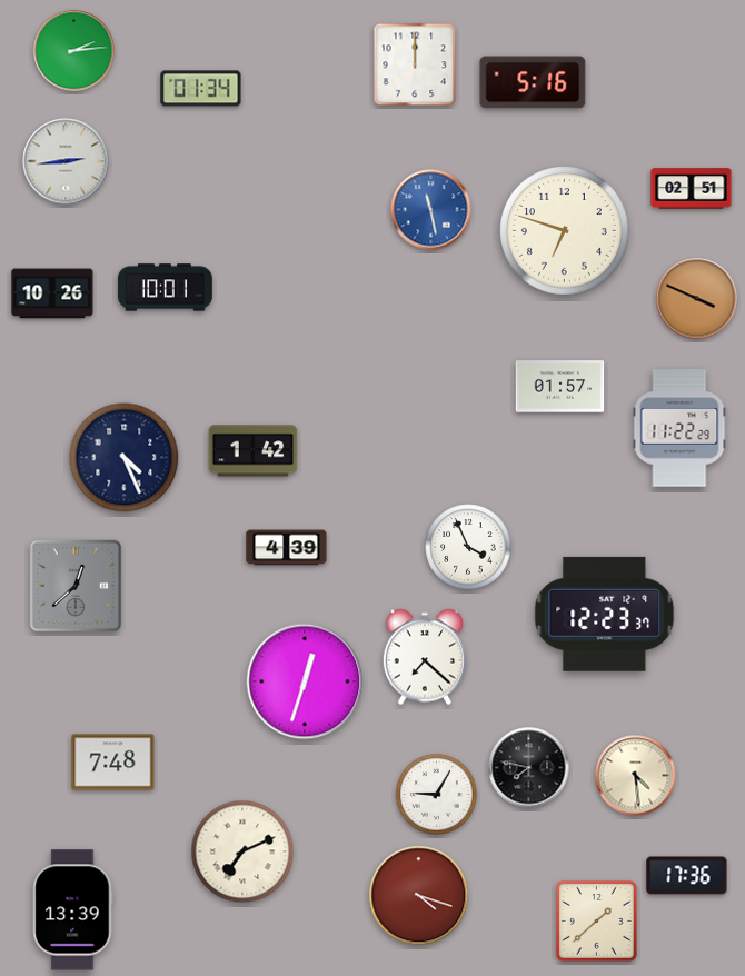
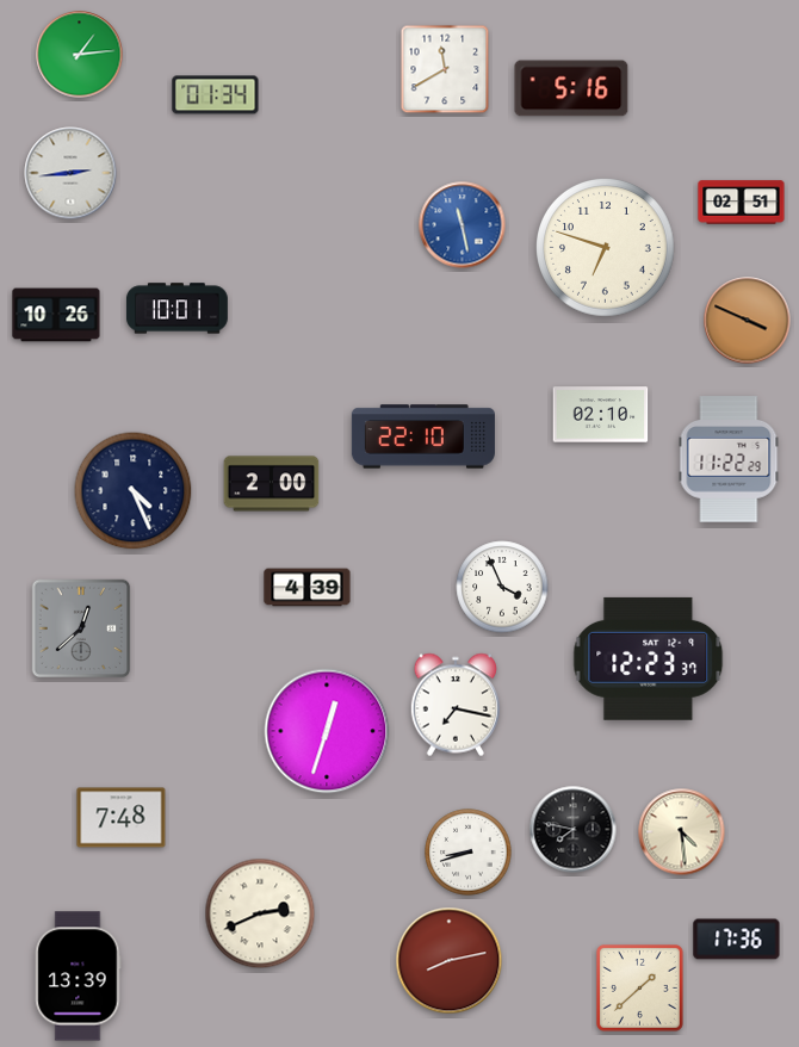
clock at (74, 51): 2:14 -> 1:14
clock at (415, 64): 12:00 -> 11:40
clock at (560, 387): 01:57 -> 02:10
clock at (423, 436): none -> 22:10
clock at (254, 451): 1:42 -> 2:00
clock at (424, 657): 7:22 -> 7:17
clock at (529, 768) position: (529, 768) -> (574, 830)
clock at (437, 795): 9:05 -> 8:42
clock at (242, 851): 7:11 -> 2:41
clock at (419, 896): 4:18 -> 8:13
